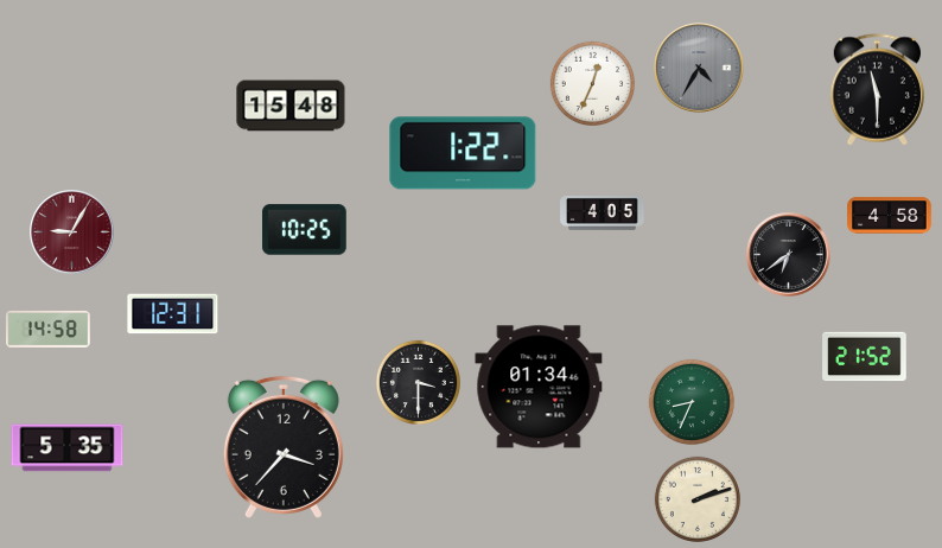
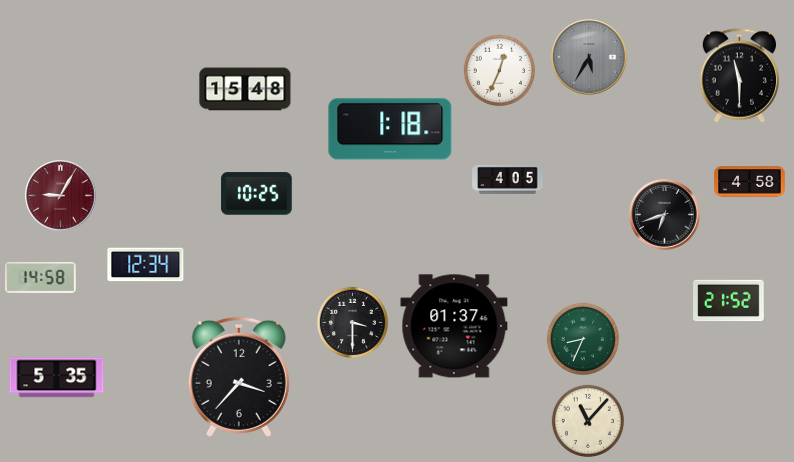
clock at (699, 68): 4:35 -> 5:35
clock at (463, 153): 1:22 -> 1:18
clock at (789, 255): 6:39 -> 6:42
clock at (173, 314): 12:31 -> 12:34
clock at (539, 387): 01:34 -> 01:37
clock at (698, 499): 2:12 -> 11:07
